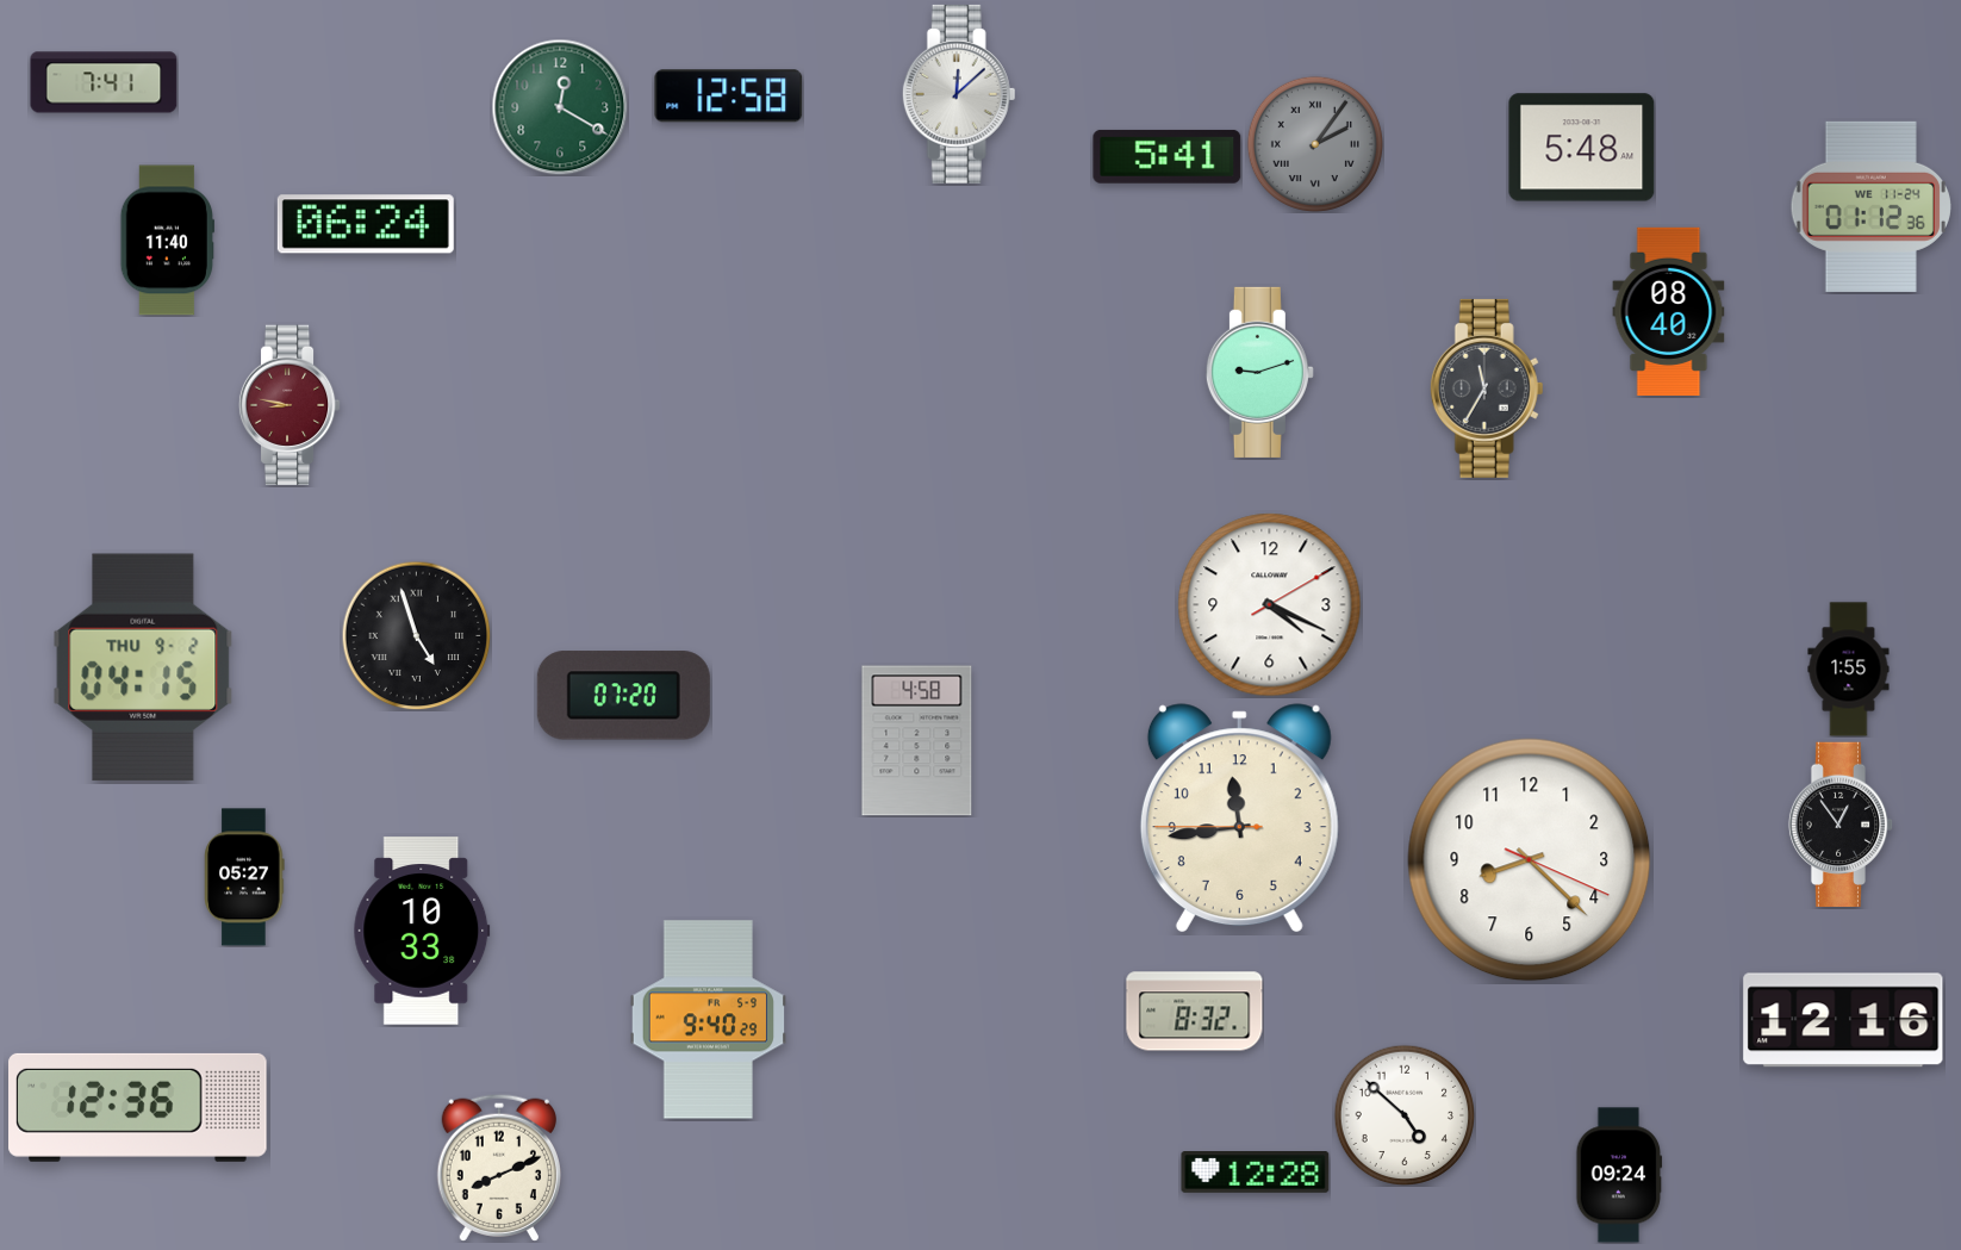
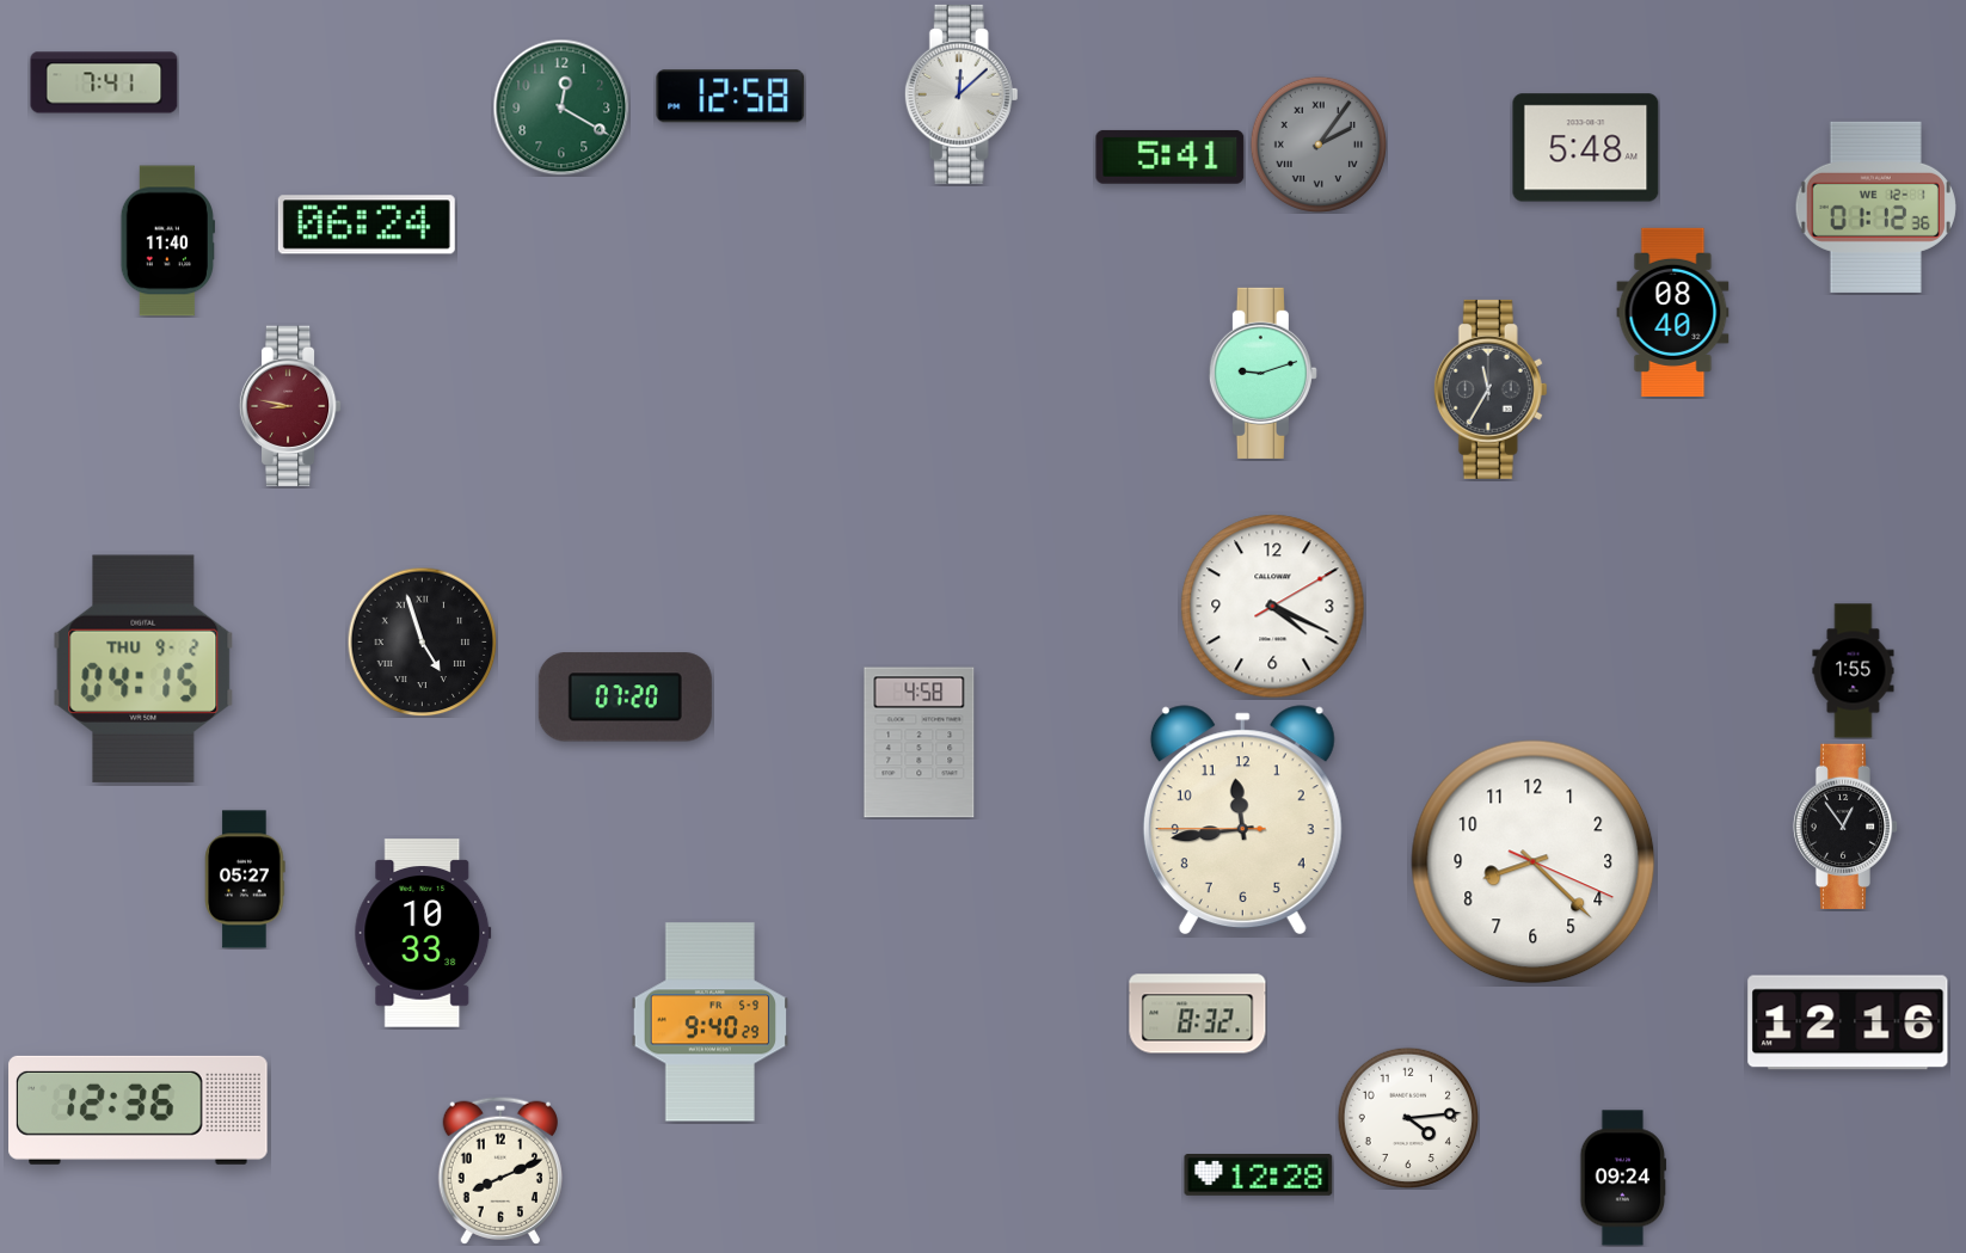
clock at (1870, 206) date: WE 11-24 -> WE 12-1
clock at (416, 635) position: (416, 635) -> (422, 641)
clock at (1403, 1114): 4:52 -> 4:14
